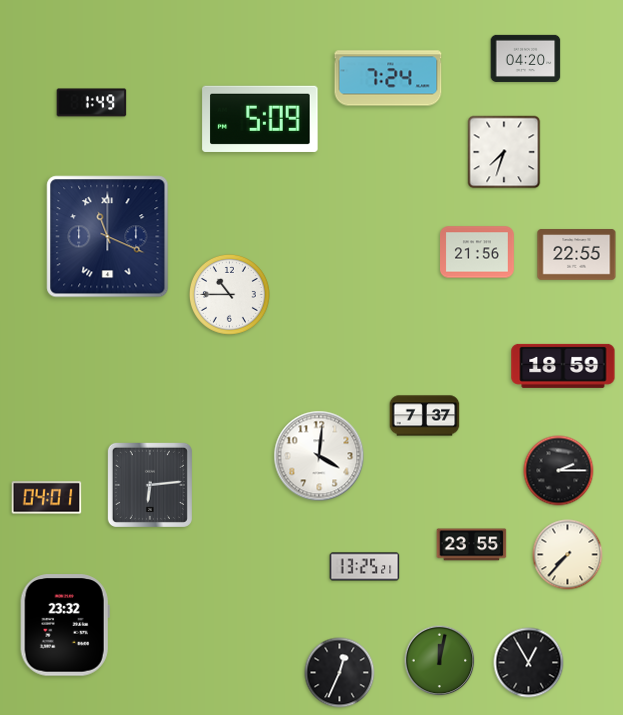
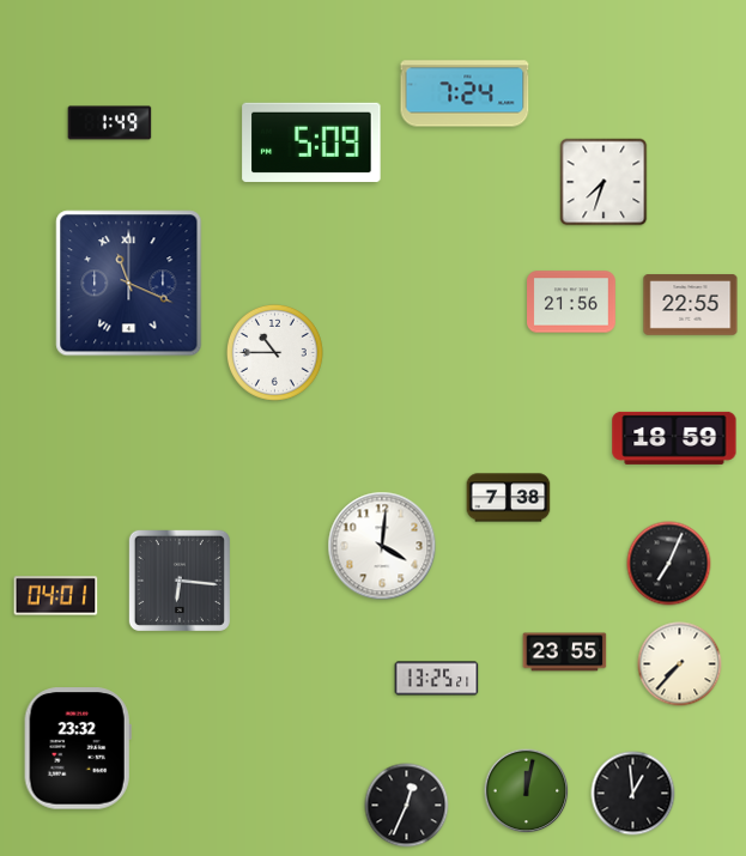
clock at (526, 58): 04:20 -> none
clock at (425, 416): 7:37 -> 7:38
clock at (559, 471): 2:15 -> 7:04
clock at (150, 485): 6:14 -> 6:16
clock at (529, 663): 12:55 -> 12:59
